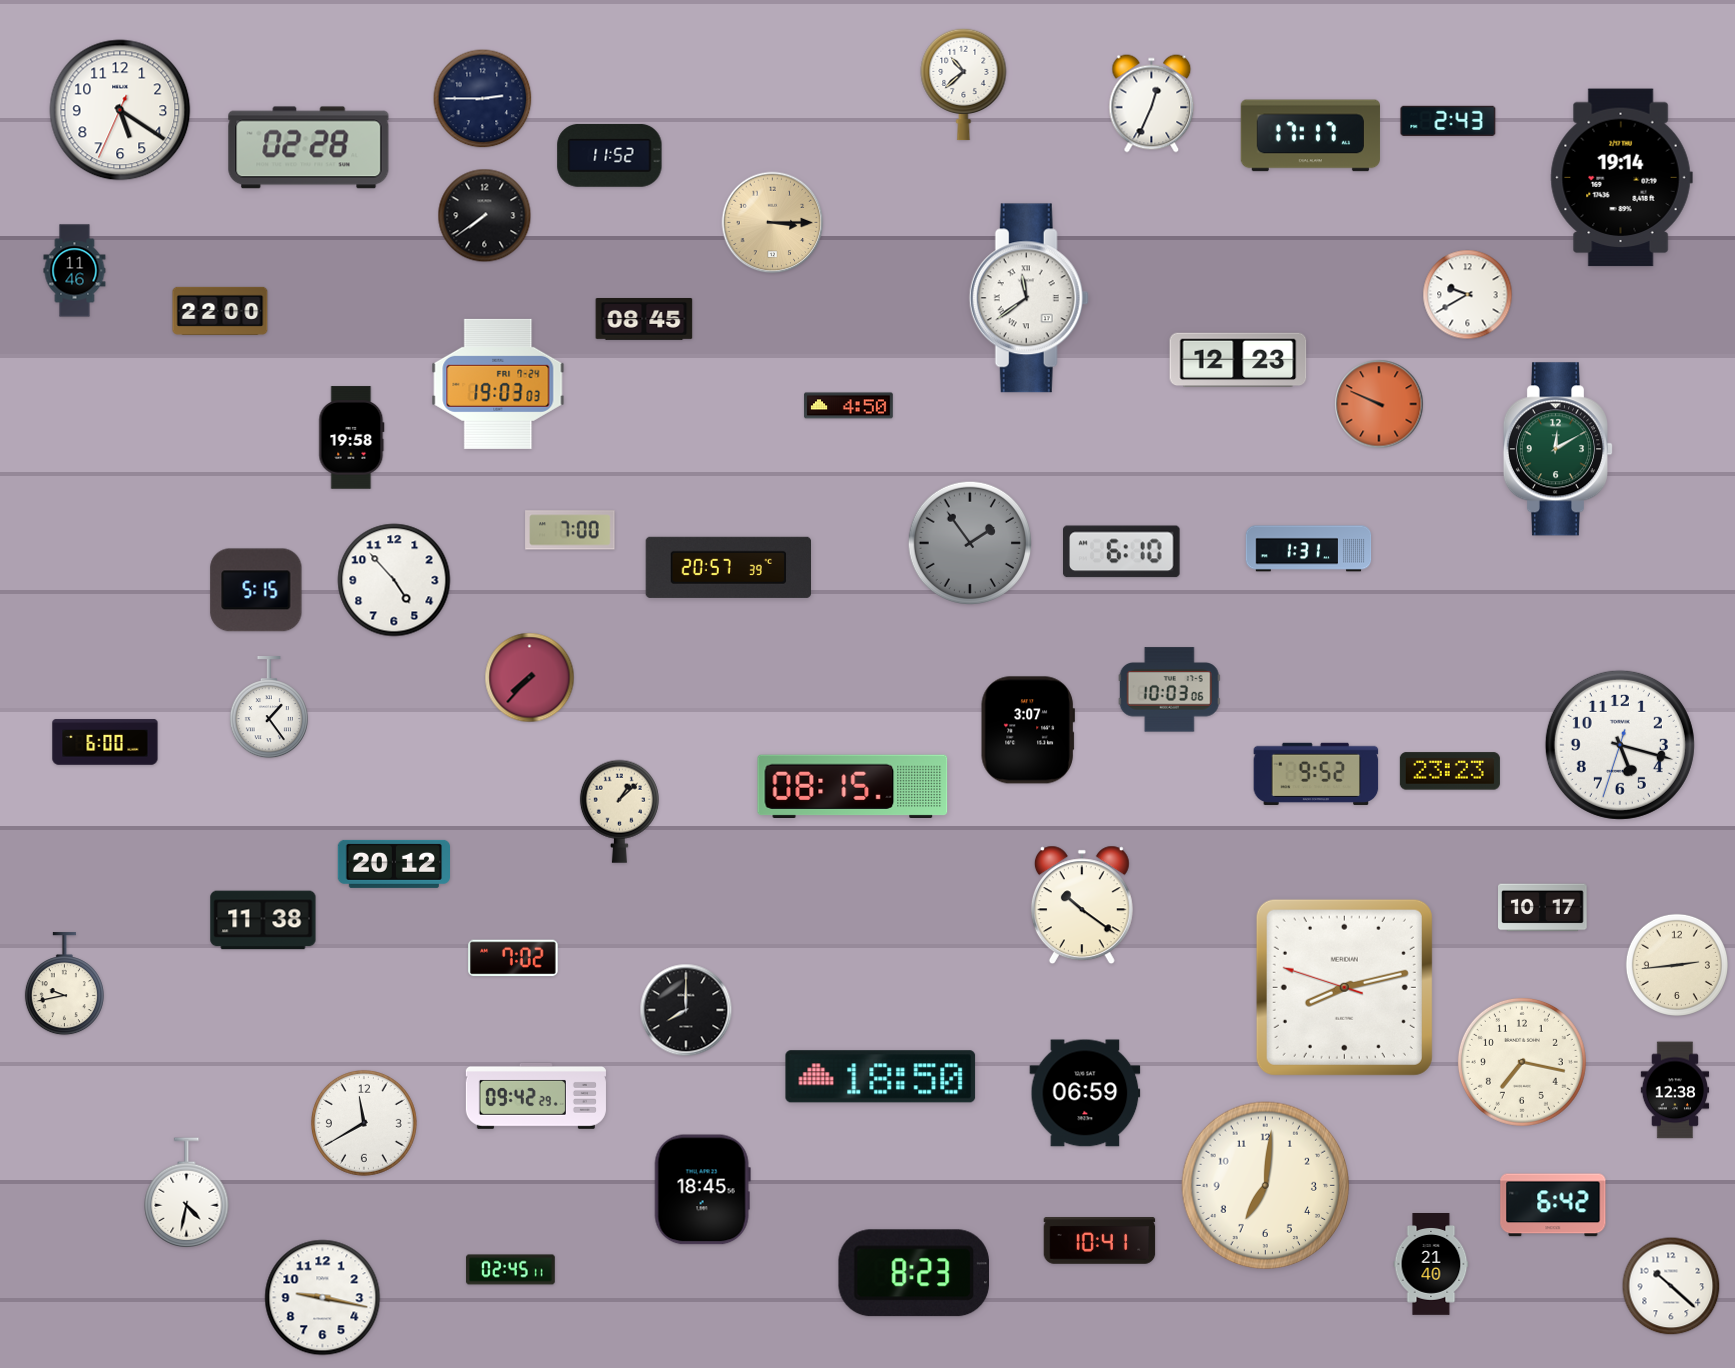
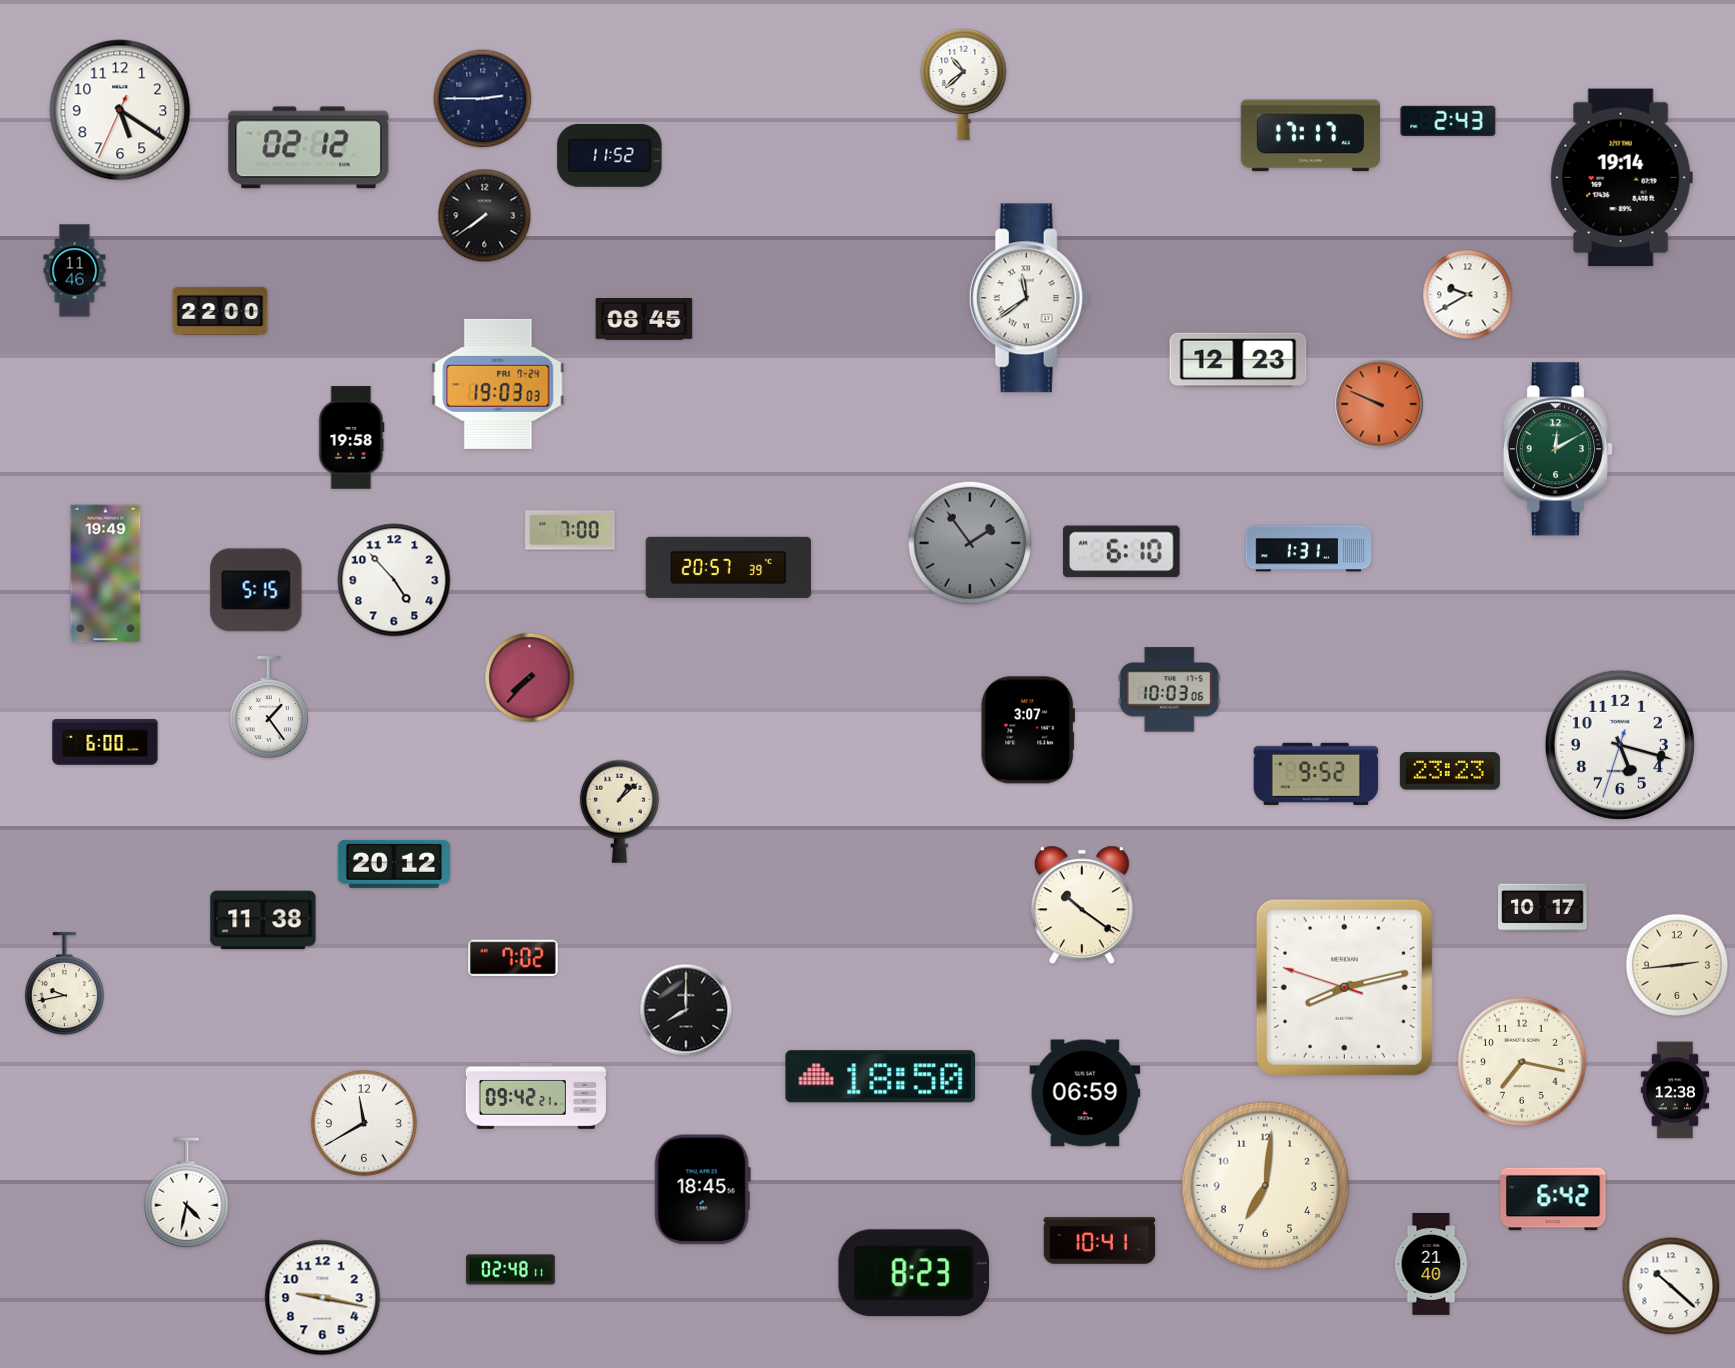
clock at (1152, 104): 12:34 -> none
clock at (309, 148): 02:28 -> 02:12
clock at (773, 223): 3:15 -> none
clock at (849, 406): 4:50 -> none
clock at (106, 574): none -> 19:49
clock at (853, 786): 08:15 -> none
clock at (536, 1096): 09:42:29 -> 09:42:21
clock at (1553, 1205) position: (1553, 1205) -> (1553, 1199)
clock at (511, 1270): 02:45 -> 02:48
